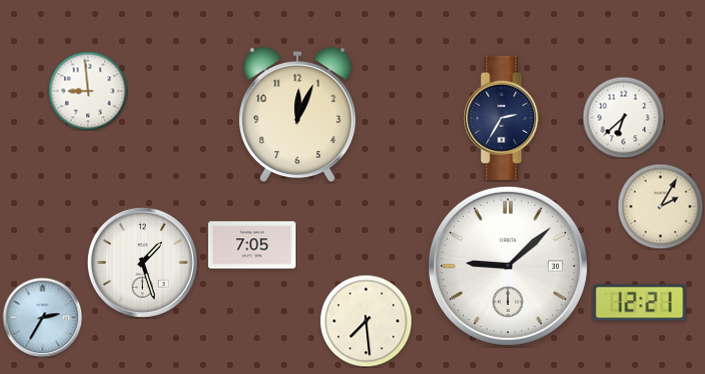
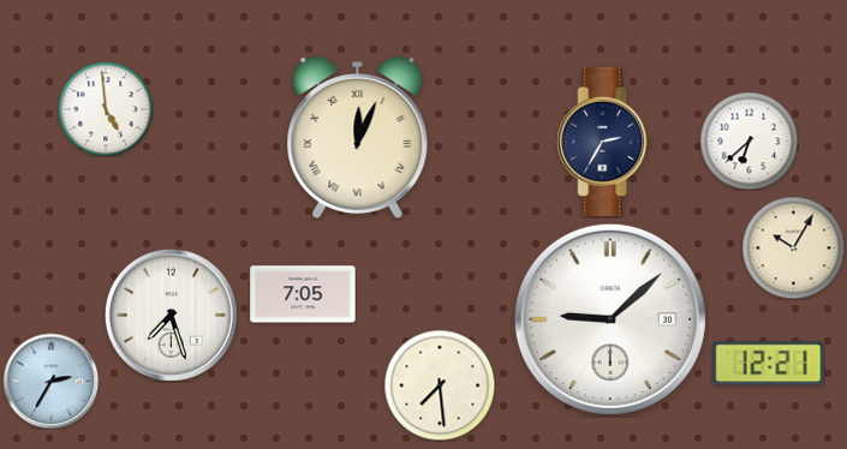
clock at (88, 91): 8:59 -> 4:59
clock at (298, 115) numerals: Arabic -> Roman
clock at (660, 206): 2:05 -> 10:05
clock at (142, 262): 1:27 -> 7:27
